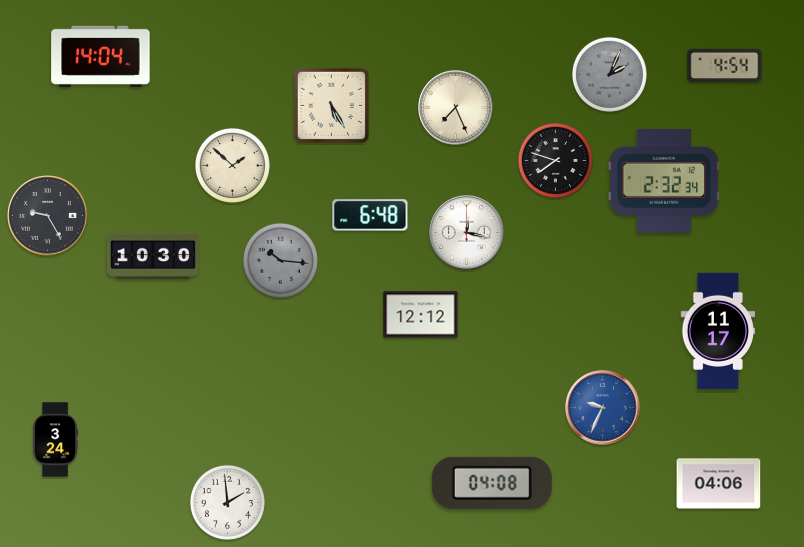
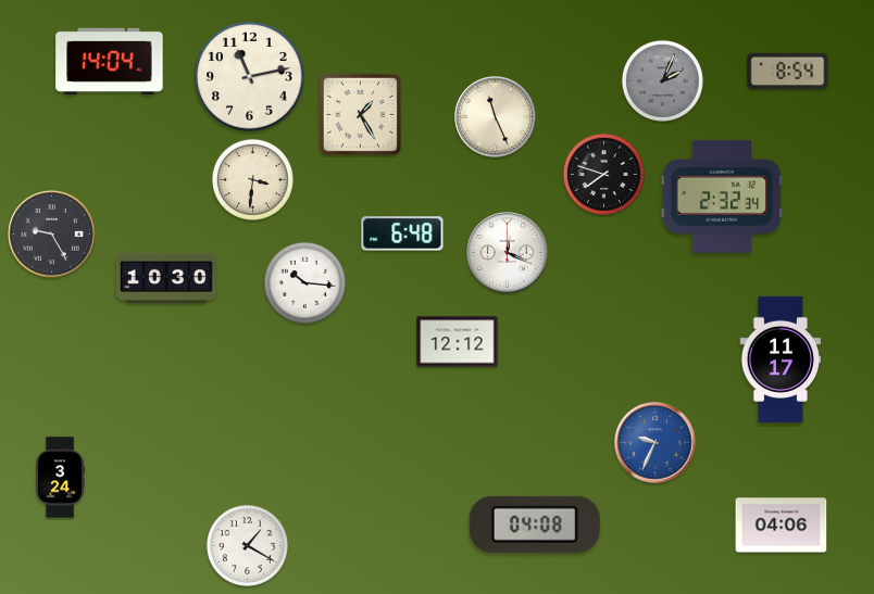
clock at (725, 66): 4:54 -> 8:54
clock at (250, 77): none -> 11:13
clock at (331, 105): 5:25 -> 1:25
clock at (456, 108): 7:26 -> 11:26
clock at (232, 165): 1:52 -> 3:31
clock at (467, 233): 12:17 -> 12:19
clock at (280, 260) dial: grey -> white
clock at (227, 502): 1:59 -> 1:20
